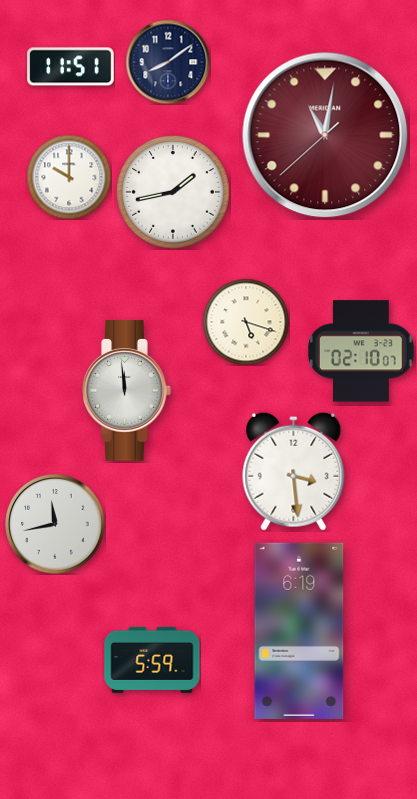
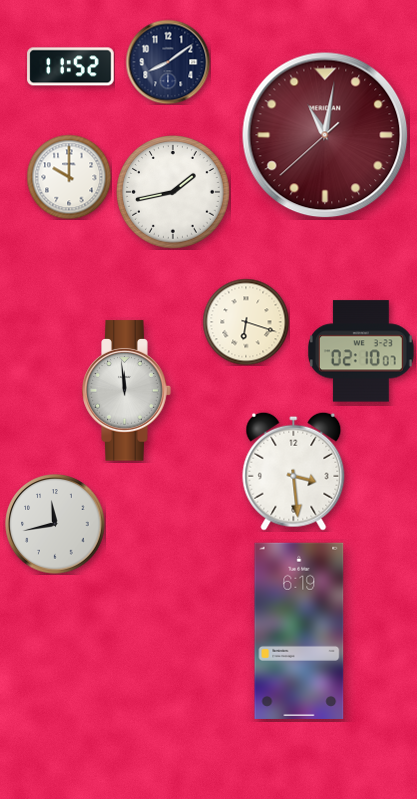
clock at (71, 67): 11:51 -> 11:52
clock at (246, 322): 5:18 -> 6:18
clock at (152, 660): 5:59 -> none
